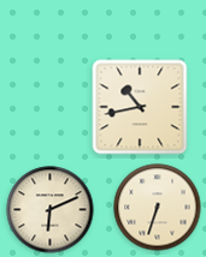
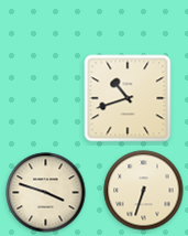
clock at (140, 107): 10:43 -> 10:42
clock at (51, 210): 6:11 -> 3:48
